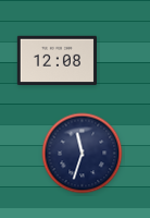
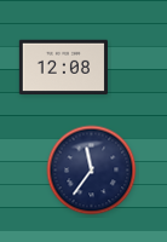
clock at (83, 154): 11:33 -> 11:36
